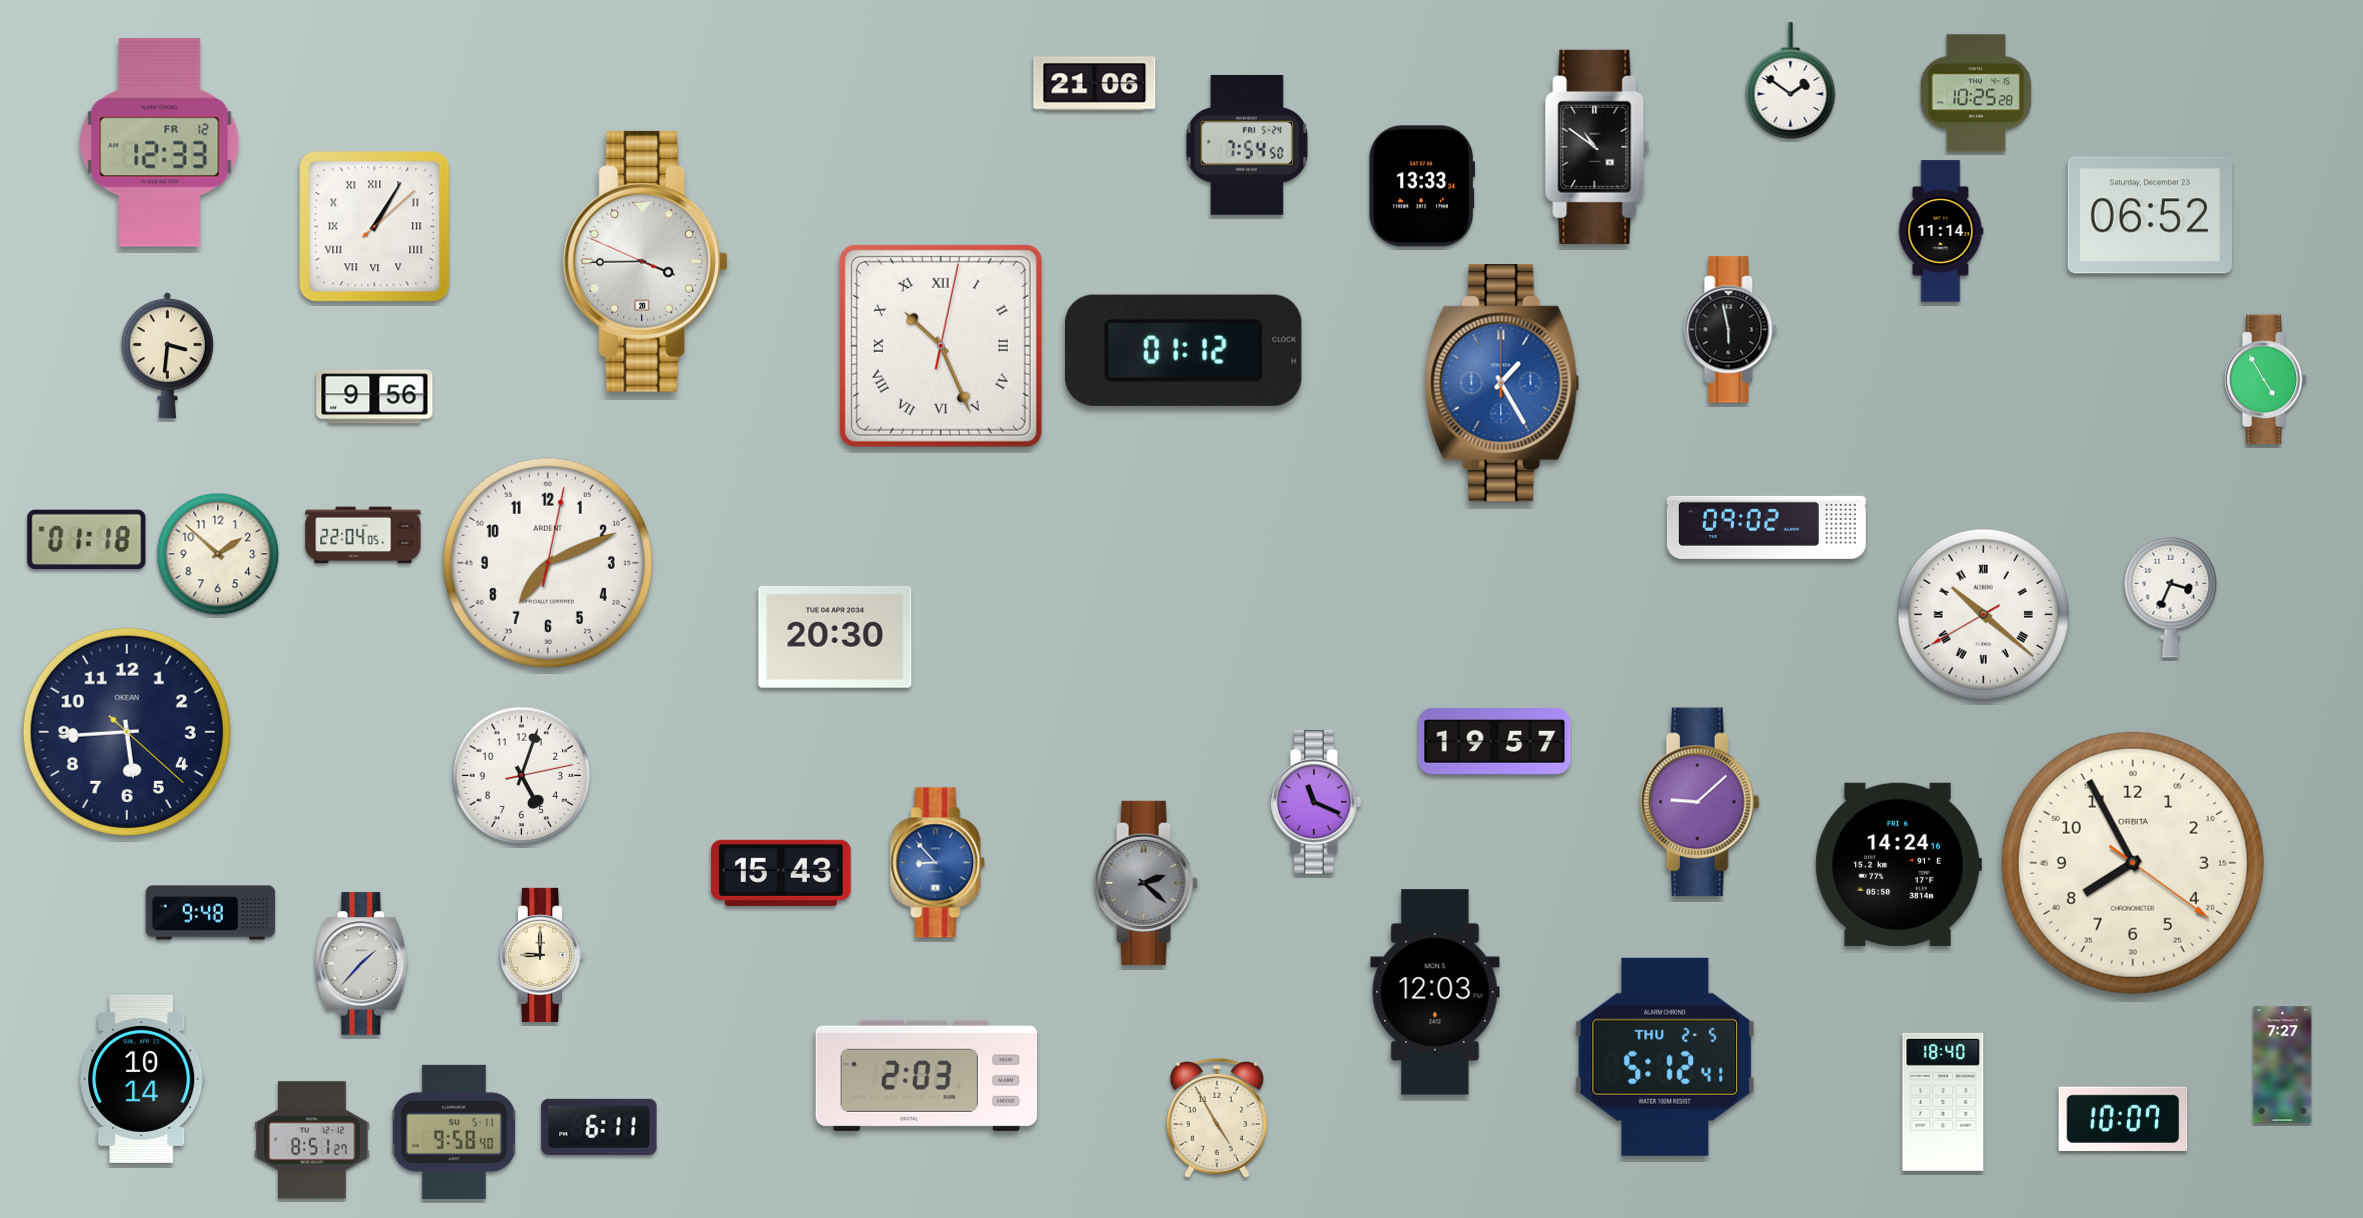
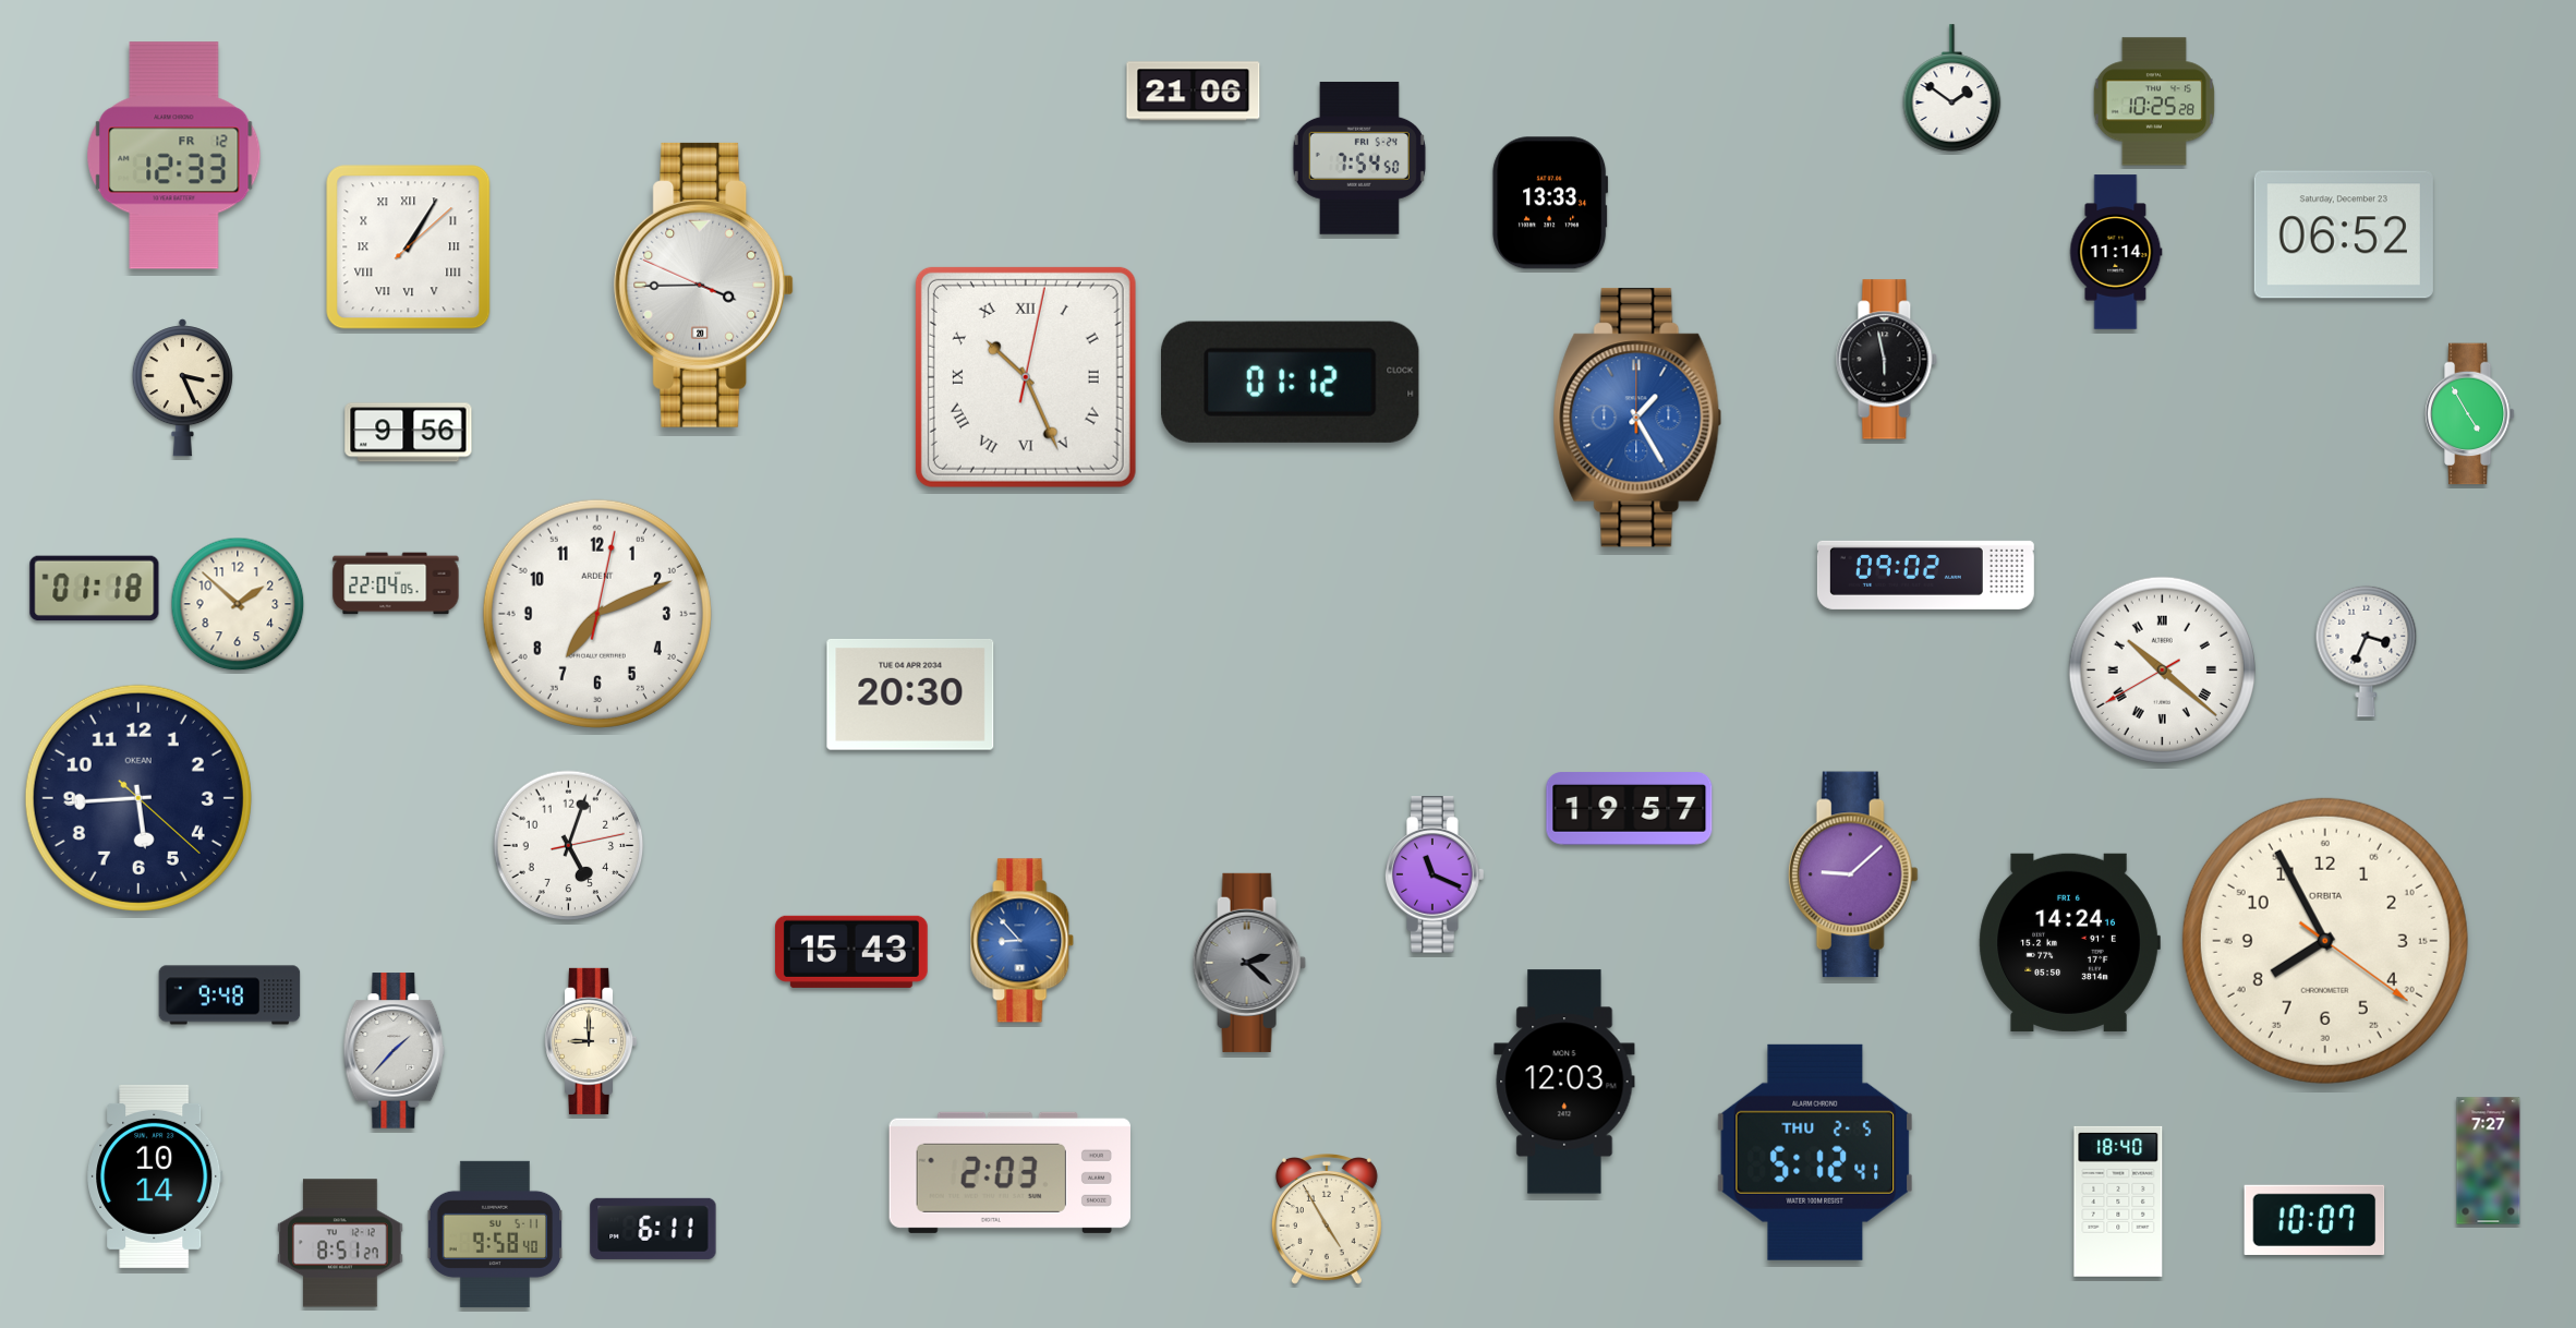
clock at (1597, 147): 10:51 -> none
clock at (167, 356): 3:31 -> 3:26
